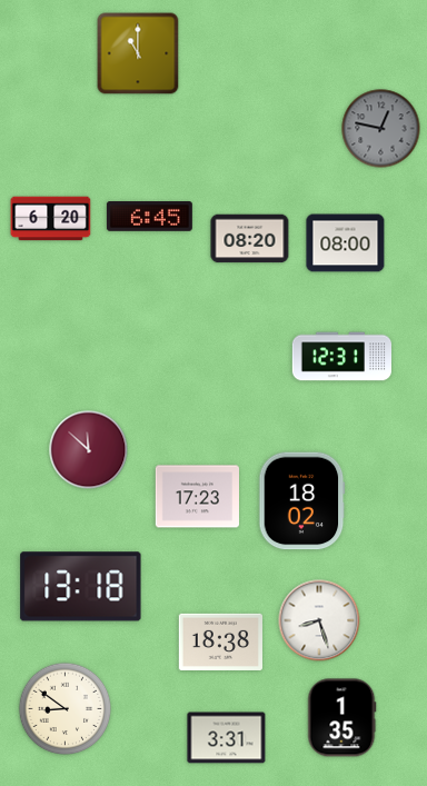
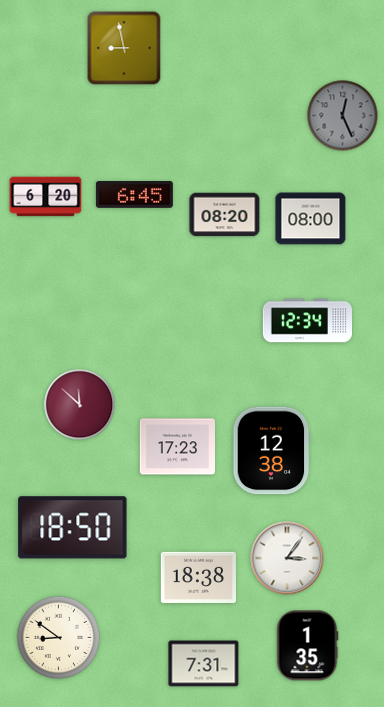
clock at (138, 53): 11:00 -> 8:58
clock at (381, 129): 12:47 -> 12:26
clock at (341, 357): 12:31 -> 12:34
clock at (302, 501): 18:02 -> 12:38
clock at (81, 587): 13:18 -> 18:50
clock at (319, 620): 8:27 -> 3:06
clock at (227, 738): 3:31 -> 7:31
